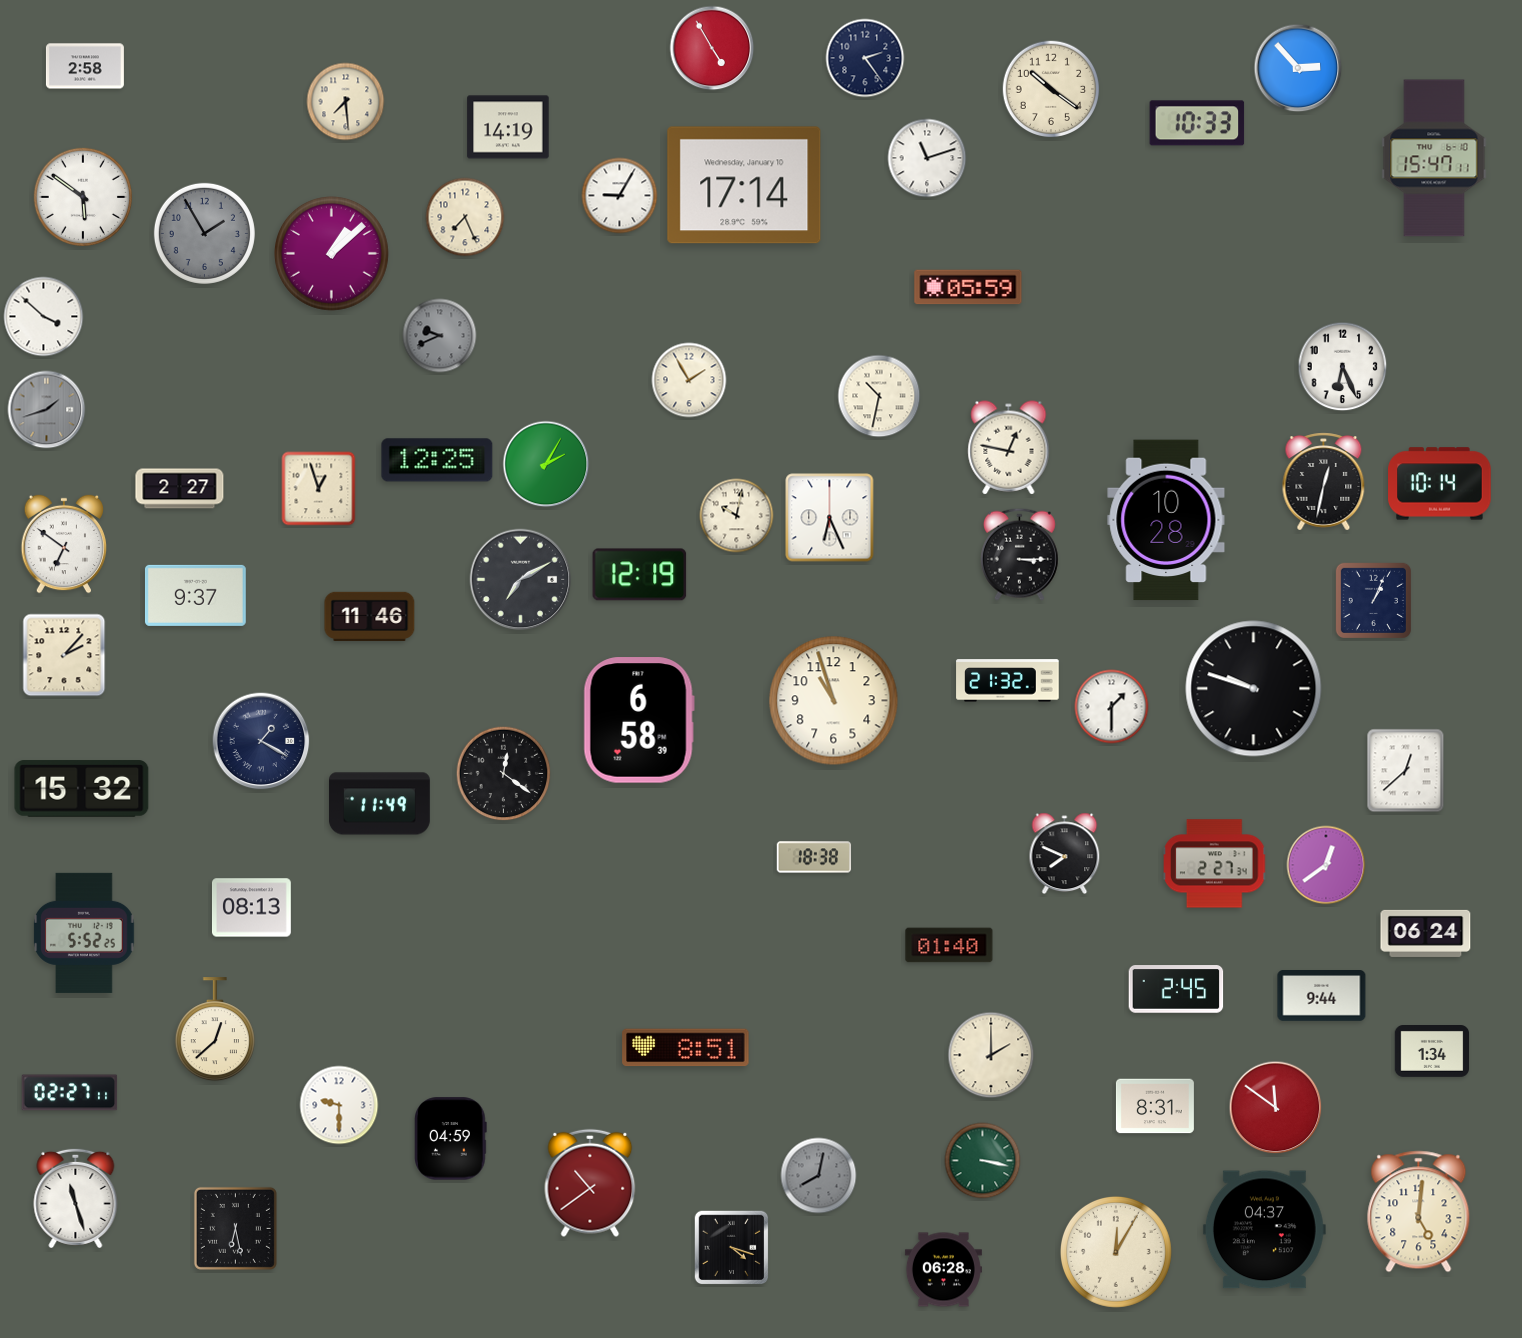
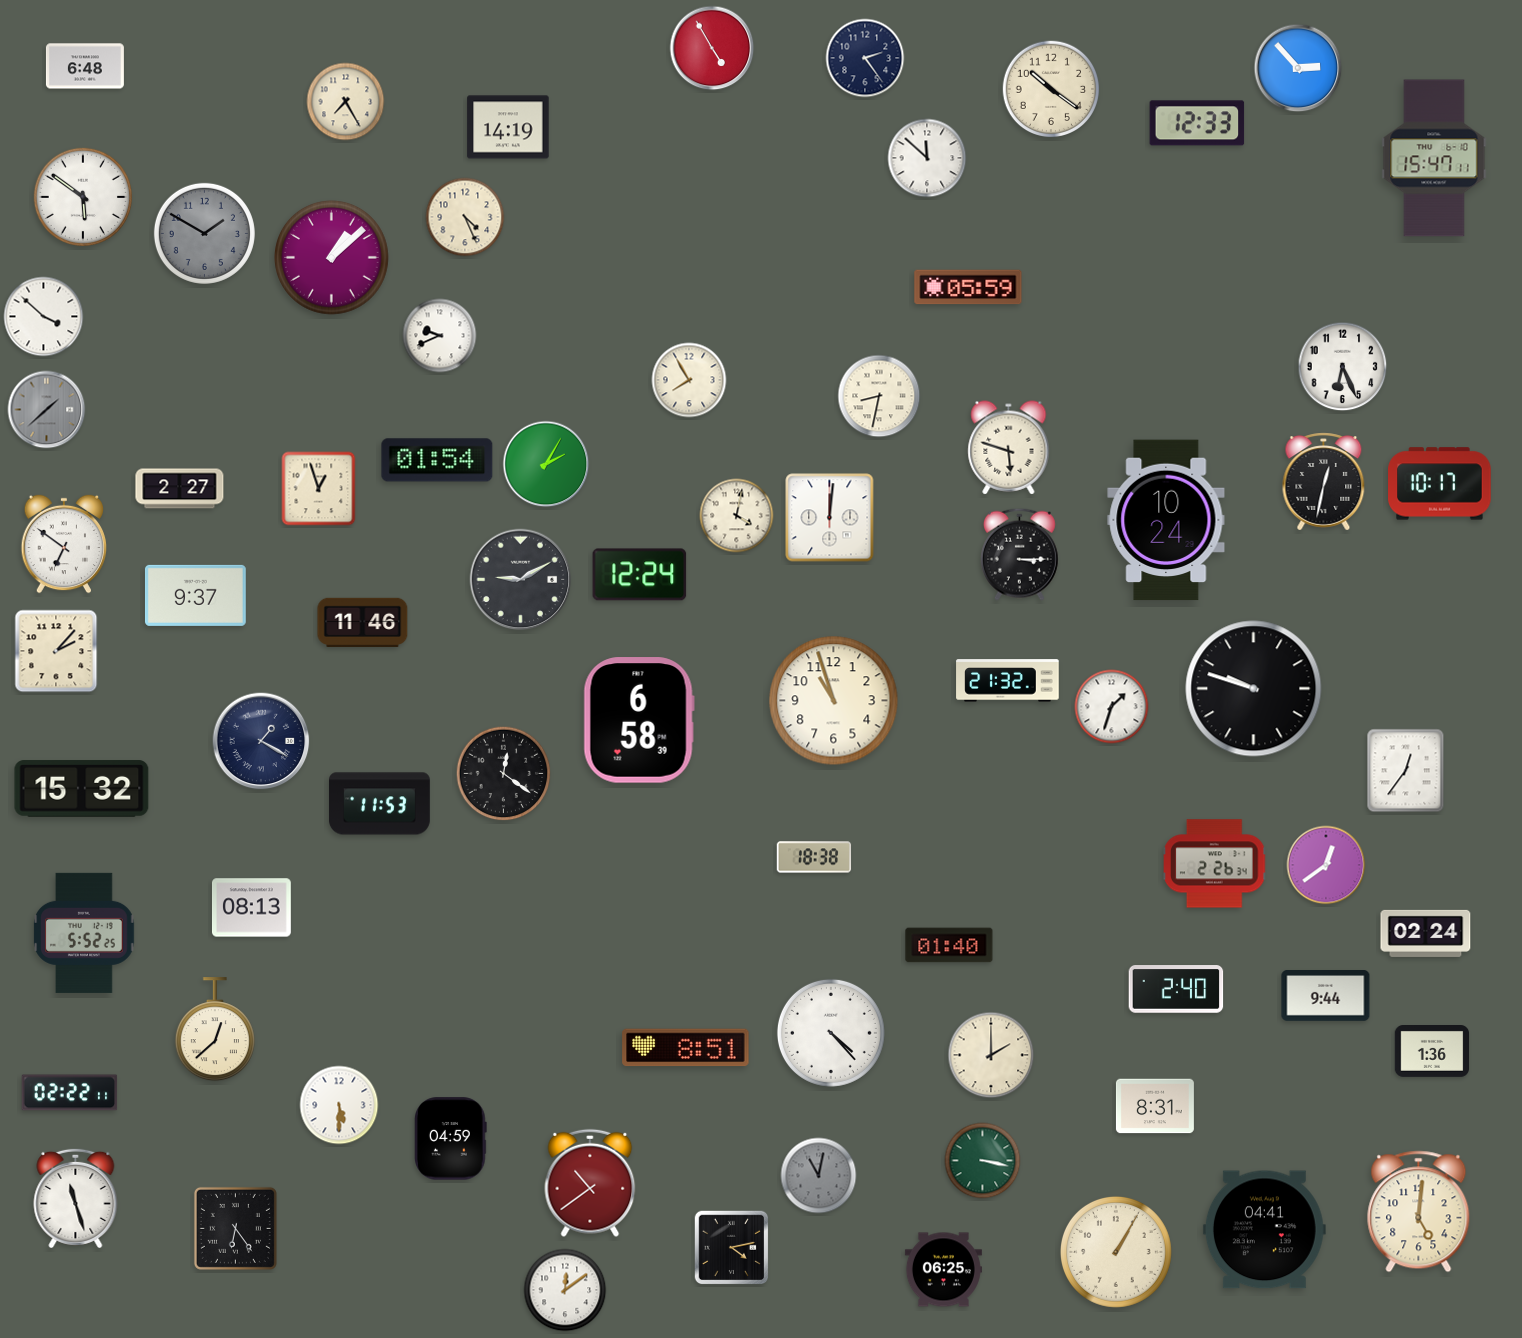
clock at (85, 66): 2:58 -> 6:48
clock at (346, 102): 7:29 -> 7:25
clock at (1197, 123): 10:33 -> 12:33
clock at (927, 158): 11:12 -> 11:52
clock at (744, 185): 17:14 -> none
clock at (620, 196): 9:05 -> none
clock at (465, 217): 7:26 -> 4:26
clock at (204, 233): 1:55 -> 1:50
clock at (332, 254) position: (332, 254) -> (332, 258)
clock at (440, 336) dial: grey -> white
clock at (689, 380): 1:55 -> 7:55
clock at (879, 396): 10:32 -> 8:32
clock at (47, 410): 1:42 -> 1:38
clock at (1009, 448): 12:47 -> 5:48
clock at (437, 460): 12:25 -> 01:54
clock at (1440, 484): 10:14 -> 10:17
clock at (737, 516): 10:02 -> 4:02
clock at (830, 518): 6:26 -> 12:01
clock at (1166, 520): 10:28 -> 10:24
clock at (640, 575): 12:19 -> 12:24
clock at (521, 580): 7:10 -> 9:10
clock at (1373, 600): 1:04 -> none
clock at (370, 616) position: (370, 616) -> (363, 622)
clock at (64, 655) position: (64, 655) -> (56, 651)
clock at (1112, 707): 1:30 -> 1:33
clock at (1406, 771): 12:38 -> 12:36
clock at (380, 804): 11:49 -> 11:53
clock at (1065, 854): 7:49 -> none
clock at (1215, 864): 2:27 -> 2:26
clock at (1426, 933): 06:24 -> 02:24
clock at (1176, 989): 2:45 -> 2:40
clock at (1322, 996) position: (1322, 996) -> (1326, 996)
clock at (831, 1033): none -> 4:23
clock at (1432, 1052): 1:34 -> 1:36
clock at (70, 1093): 02:27 -> 02:22
clock at (339, 1105): 9:30 -> 5:30
clock at (1276, 1108): 11:51 -> none
clock at (819, 1176): 8:02 -> 11:02
clock at (235, 1228): 6:28 -> 6:24
clock at (1264, 1230): 04:37 -> 04:41
clock at (732, 1248): 4:18 -> 4:13
clock at (1116, 1252): 12:05 -> 1:05
clock at (943, 1270): 06:28 -> 06:25
clock at (565, 1290): none -> 12:09
